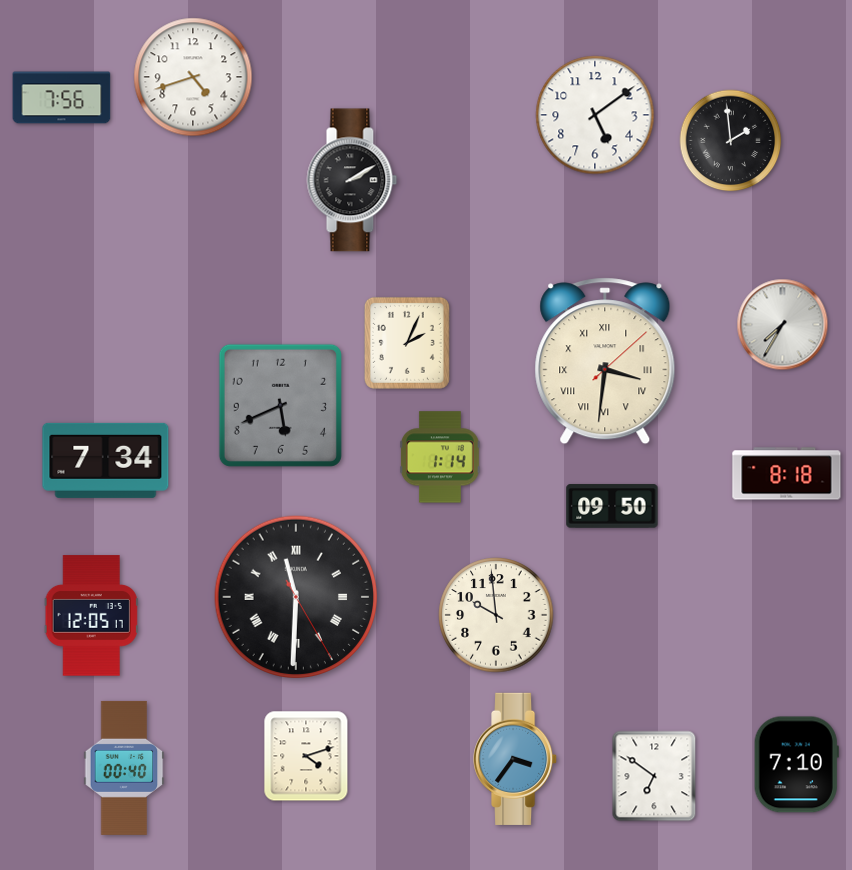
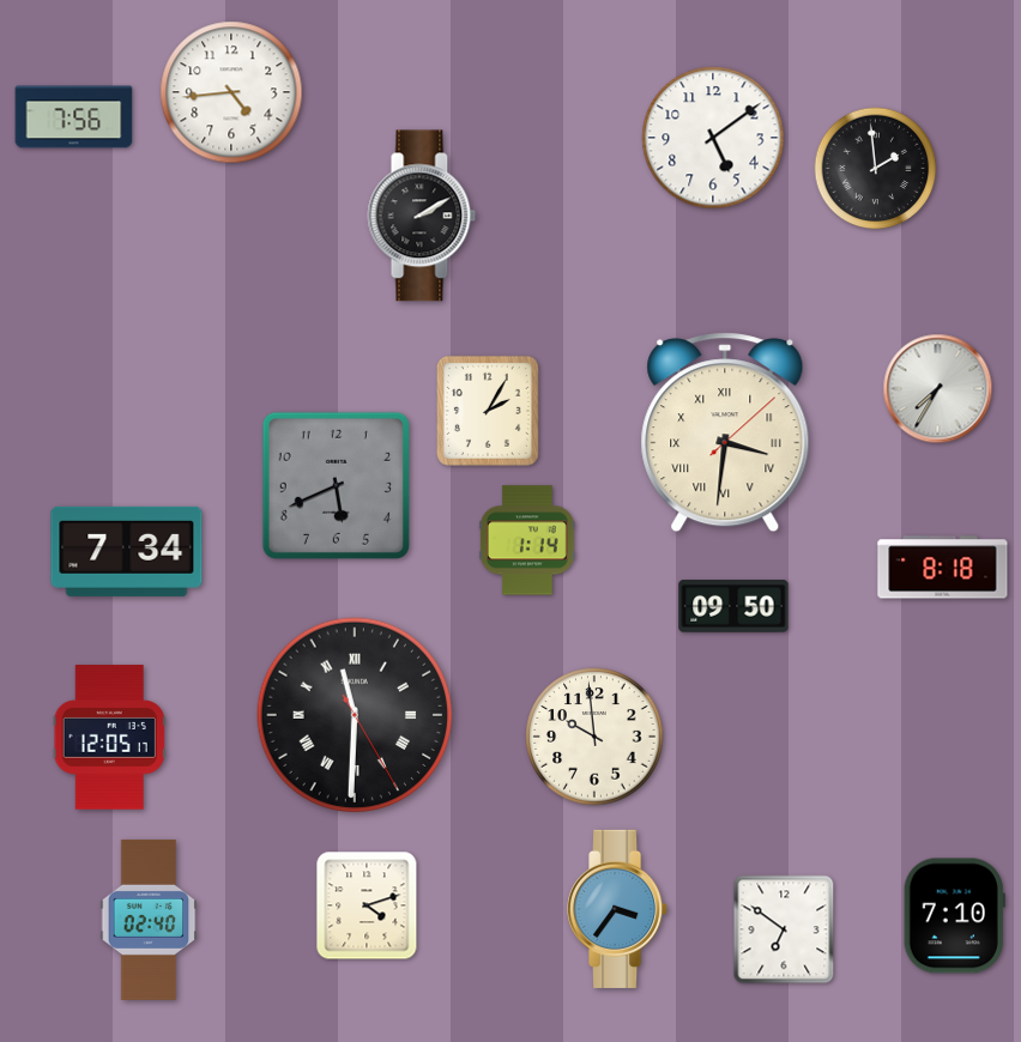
clock at (193, 77): 4:42 -> 4:44
clock at (407, 343): 2:04 -> 2:05
clock at (440, 457) position: (440, 457) -> (527, 540)
clock at (124, 768): 00:40 -> 02:40
